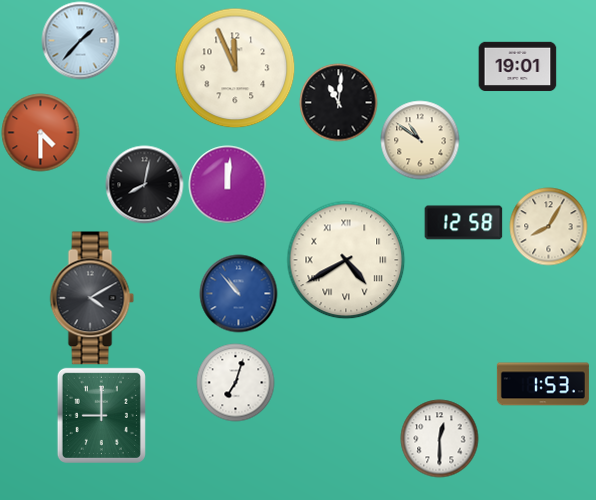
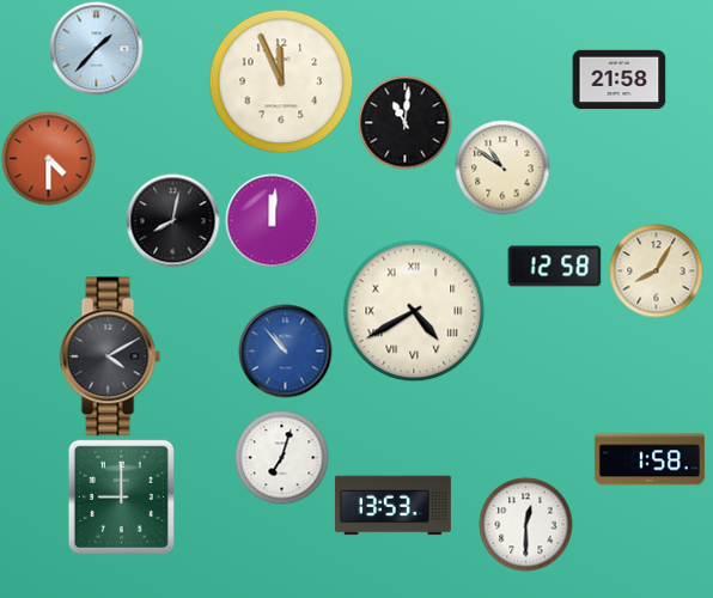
clock at (517, 67): 19:01 -> 21:58
clock at (543, 384): 1:53 -> 1:58
clock at (392, 506): none -> 13:53
